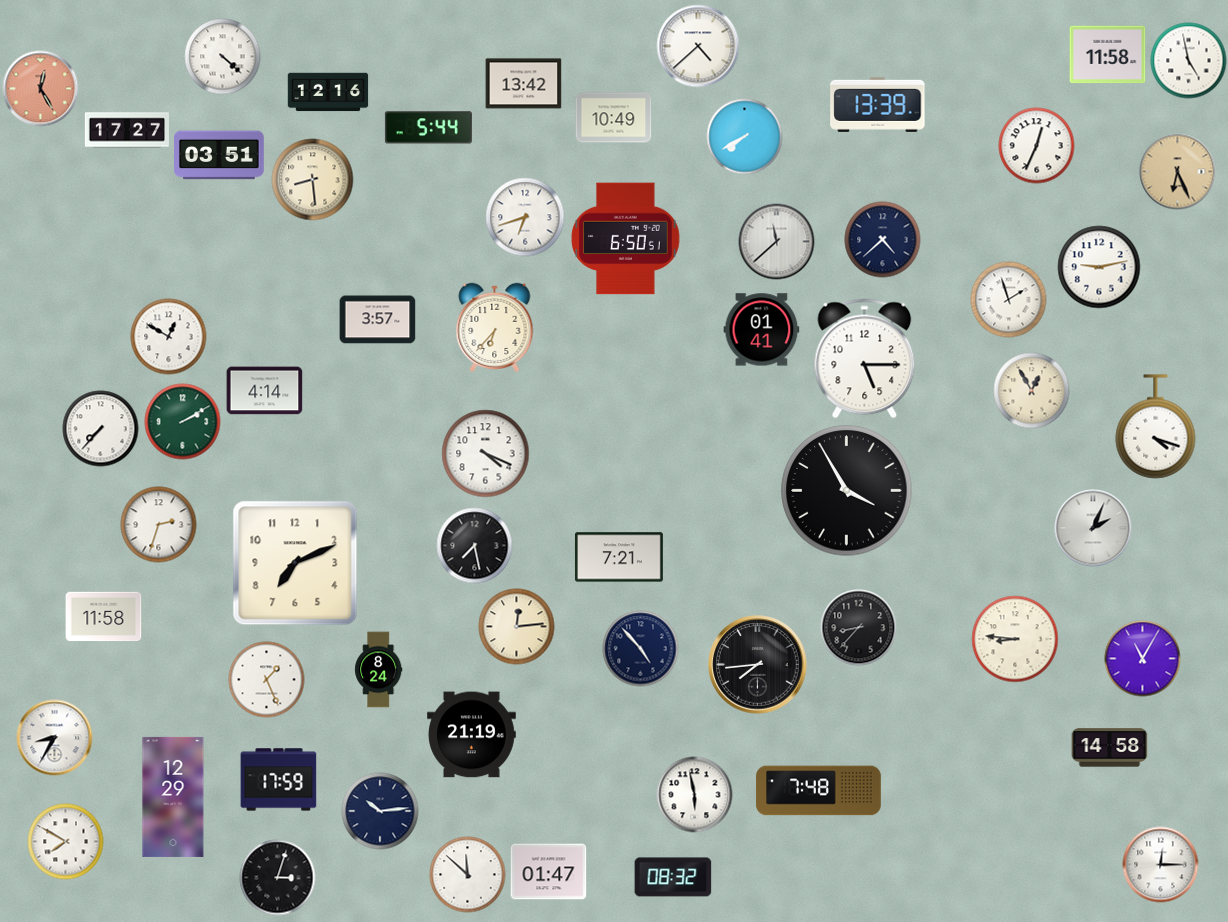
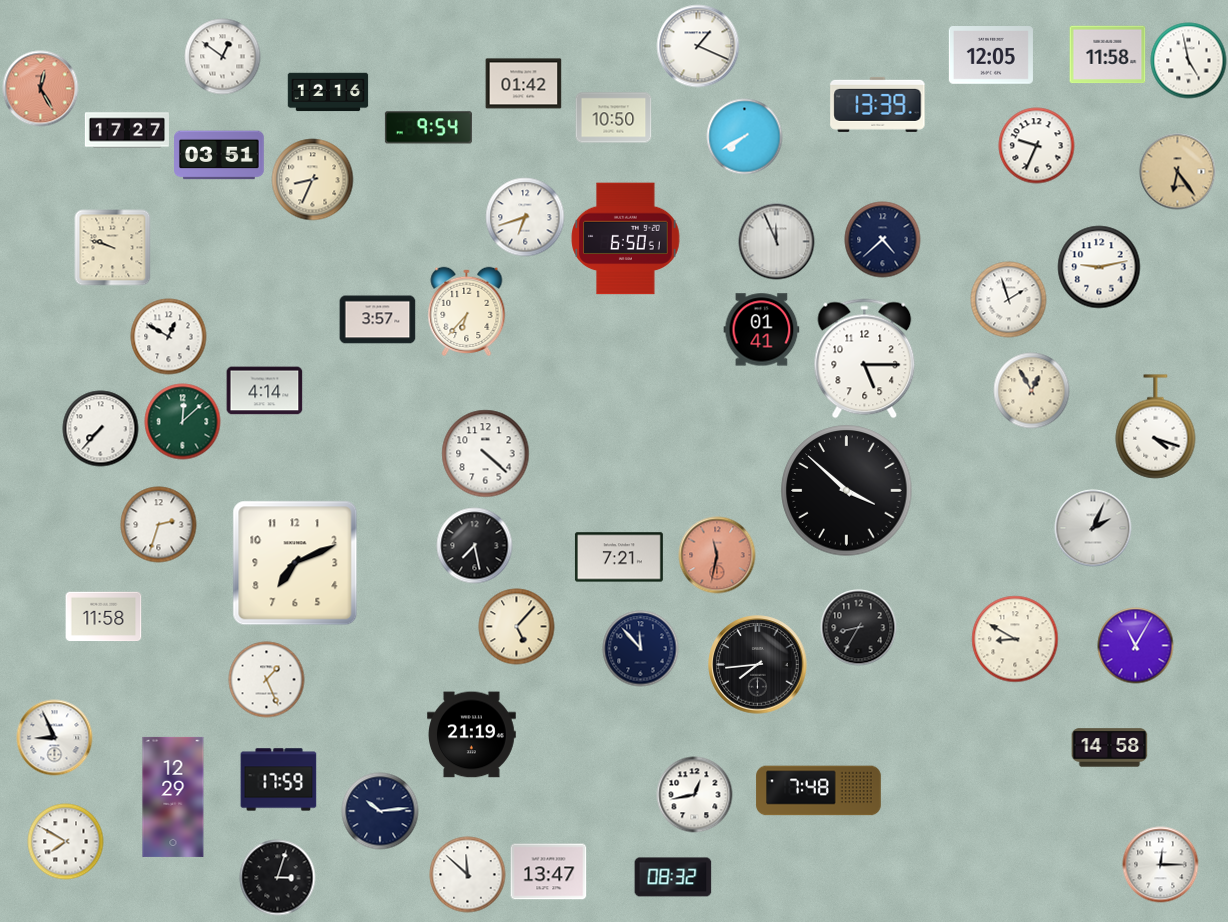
clock at (698, 46): 4:38 -> 1:19
clock at (991, 56): none -> 12:05
clock at (223, 57): 4:22 -> 12:51
clock at (524, 84): 13:42 -> 01:42
clock at (614, 118): 10:49 -> 10:50
clock at (428, 128): 5:44 -> 9:54
clock at (1037, 146): 12:34 -> 9:34
clock at (1178, 172): 6:26 -> 6:24
clock at (313, 180): 8:29 -> 8:34
clock at (777, 242): 11:38 -> 11:56
clock at (113, 248): none -> 9:48
clock at (495, 327) position: (495, 327) -> (467, 311)
clock at (183, 422): 2:10 -> 12:08
clock at (486, 454): 4:19 -> 4:22
clock at (847, 491): 3:55 -> 3:52
clock at (717, 555): none -> 11:32
clock at (517, 627): 12:14 -> 5:07
clock at (859, 628): 8:37 -> 8:35
clock at (1015, 639): 8:46 -> 8:50
clock at (641, 649): 4:53 -> 11:53
clock at (1143, 659) position: (1143, 659) -> (1136, 646)
clock at (379, 670): 8:24 -> none
clock at (55, 738): 8:35 -> 8:56
clock at (695, 795): 5:58 -> 12:43
clock at (549, 872): 01:47 -> 13:47
